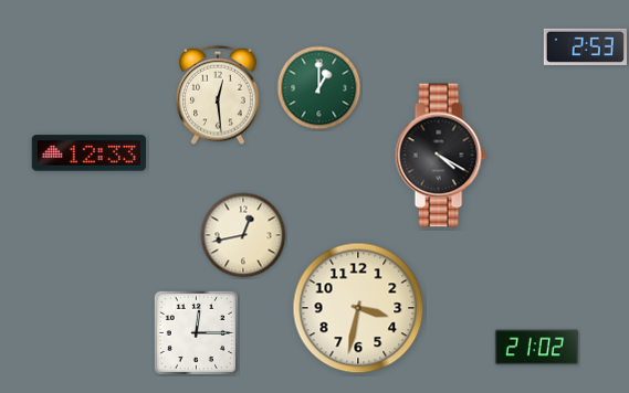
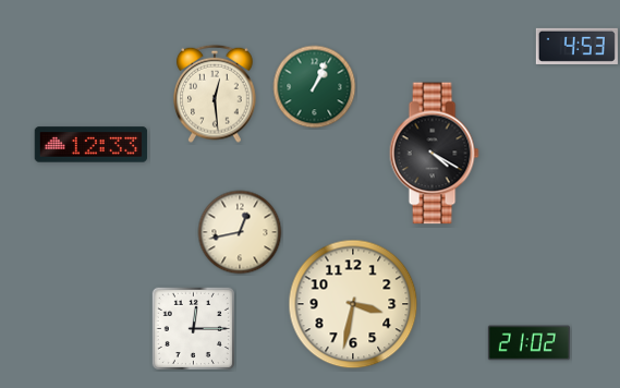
clock at (585, 46): 2:53 -> 4:53
clock at (319, 88): 1:00 -> 1:04
clock at (90, 153) position: (90, 153) -> (92, 145)
